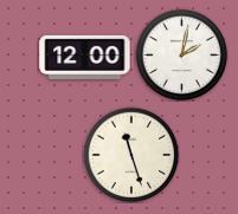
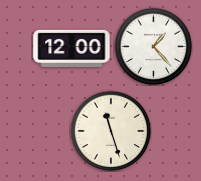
clock at (181, 54): 2:02 -> 1:23
